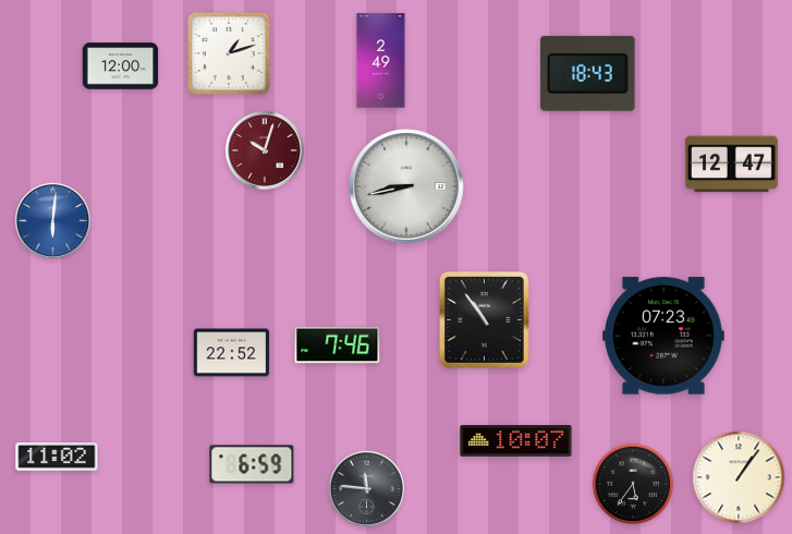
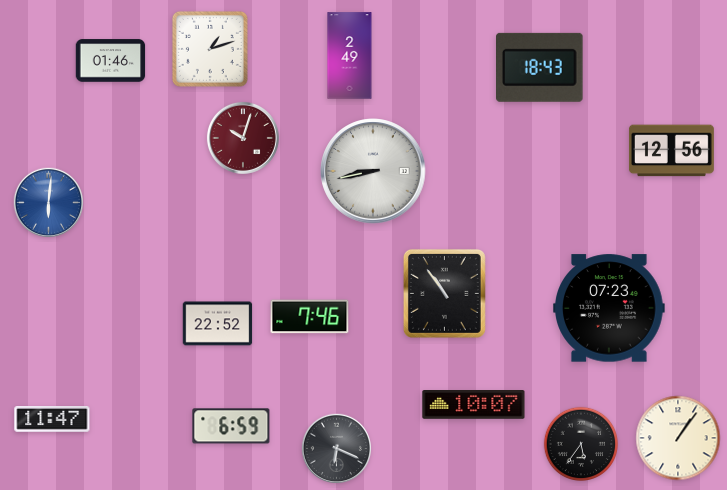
clock at (121, 66): 12:00 -> 01:46
clock at (731, 165): 12:47 -> 12:56
clock at (232, 353) position: (232, 353) -> (218, 324)
clock at (57, 458): 11:02 -> 11:47
clock at (366, 488): 11:46 -> 6:19
